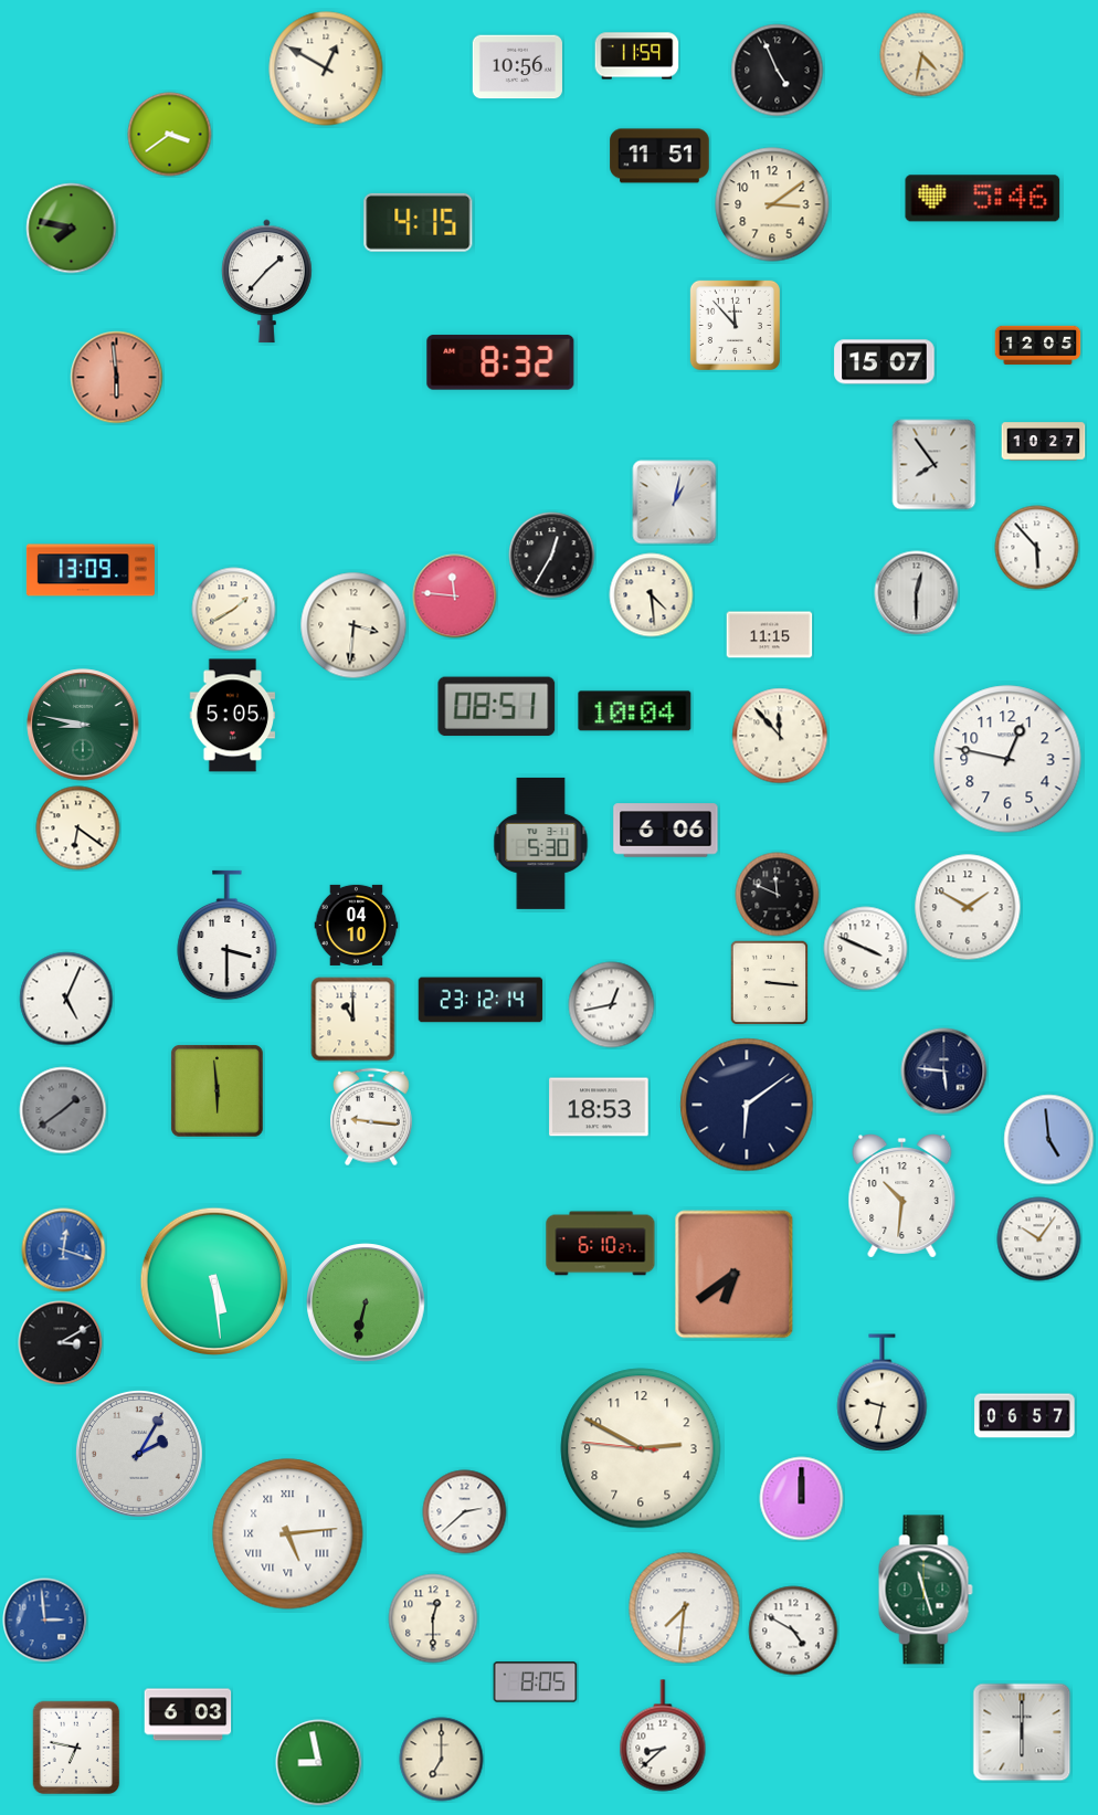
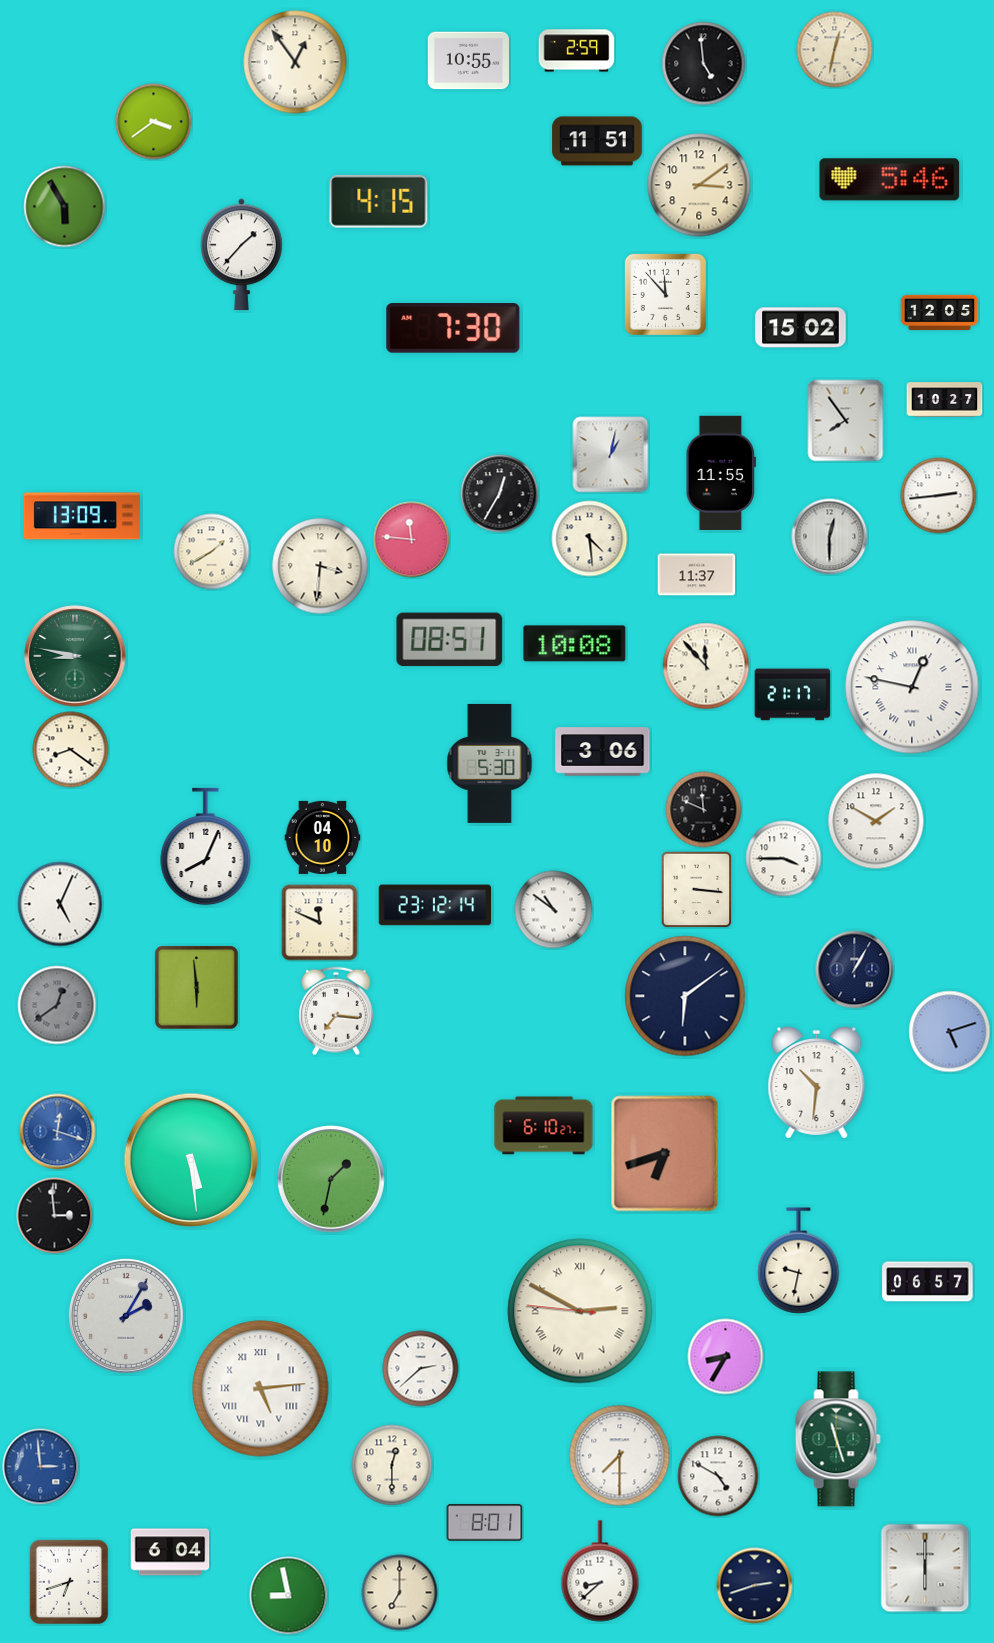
clock at (922, 55): 4:32 -> 12:32
clock at (637, 56): 11:59 -> 2:59
clock at (517, 67): 10:56 -> 10:55
clock at (326, 68): 12:50 -> 12:54
clock at (778, 71): 4:56 -> 4:59
clock at (72, 229): 7:47 -> 5:55
clock at (500, 362): 8:32 -> 7:30
clock at (885, 362): 15:07 -> 15:02
clock at (117, 378): 5:59 -> none
clock at (721, 473): none -> 11:55
clock at (1037, 548): 5:53 -> 2:44
clock at (552, 556) position: (552, 556) -> (500, 494)
clock at (770, 635): 11:15 -> 11:37
clock at (635, 711): 10:04 -> 10:08
clock at (233, 716): 5:05 -> none
clock at (1007, 759) numerals: Arabic -> Roman
clock at (793, 695): none -> 21:17
clock at (78, 829): 6:21 -> 8:21
clock at (666, 831): 6:06 -> 3:06
clock at (228, 936): 3:30 -> 8:04
clock at (866, 949): 3:49 -> 3:45
clock at (612, 1005): 12:43 -> 10:51
clock at (353, 1020): 11:00 -> 11:49
clock at (944, 1072): 5:46 -> 1:05
clock at (747, 1105) position: (747, 1105) -> (685, 996)
clock at (599, 1107): 18:53 -> none
clock at (63, 1110): 1:39 -> 12:39
clock at (371, 1117): 9:16 -> 7:16
clock at (1049, 1140): 4:59 -> 5:12
clock at (1039, 1239): 10:06 -> none
clock at (735, 1275): 6:39 -> 6:42
clock at (214, 1281) position: (214, 1281) -> (191, 1160)
clock at (366, 1302): 6:32 -> 1:32
clock at (61, 1343): 3:10 -> 2:59
clock at (641, 1448) numerals: Arabic -> Roman
clock at (802, 1499): 12:00 -> 8:35
clock at (685, 1608): 7:31 -> 7:30
clock at (536, 1682): 8:05 -> 8:01
clock at (188, 1714): 6:03 -> 6:04
clock at (76, 1748): 6:47 -> 6:42
clock at (755, 1586): none -> 2:42
